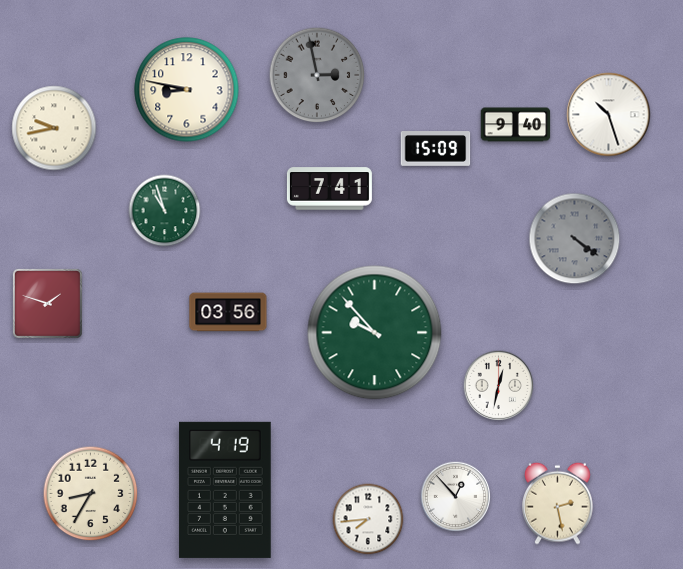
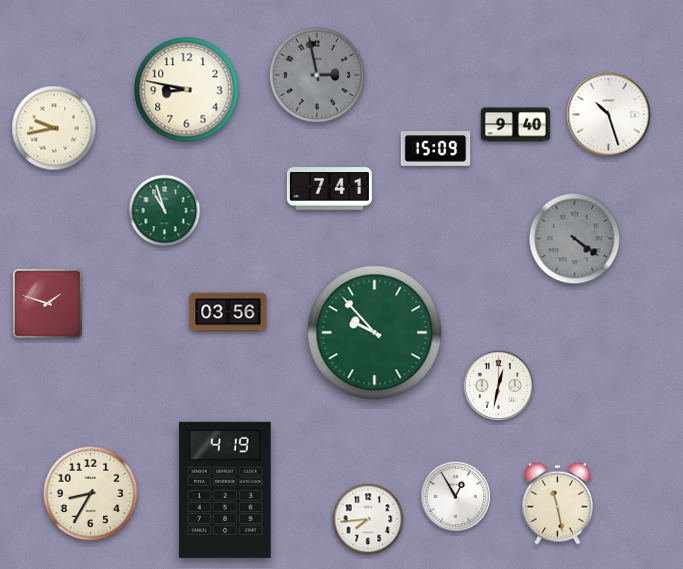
clock at (456, 497): 12:53 -> 12:55
clock at (558, 503): 2:28 -> 11:28
